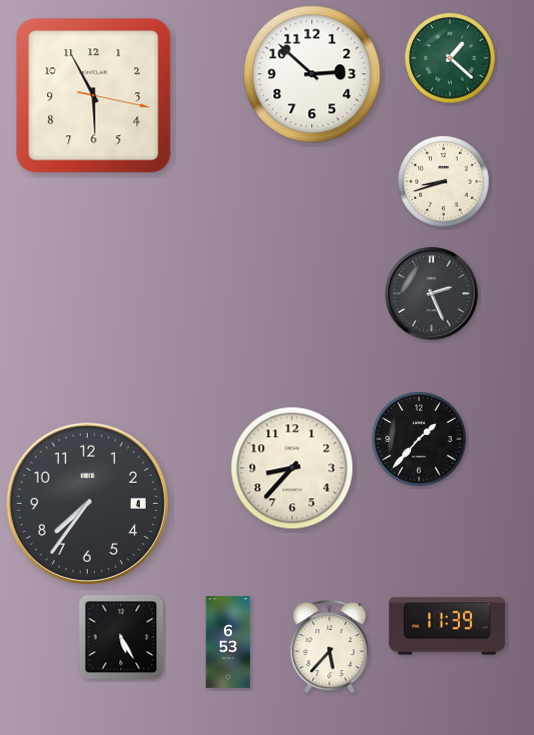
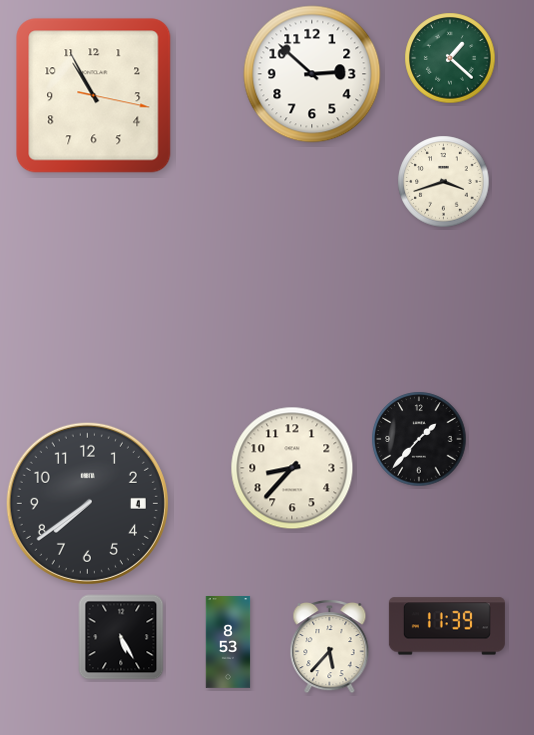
clock at (94, 96): 5:55 -> 10:55
clock at (444, 182): 8:42 -> 3:42
clock at (432, 294): 2:26 -> none
clock at (87, 503): 7:36 -> 7:39
clock at (228, 643): 6:53 -> 8:53
